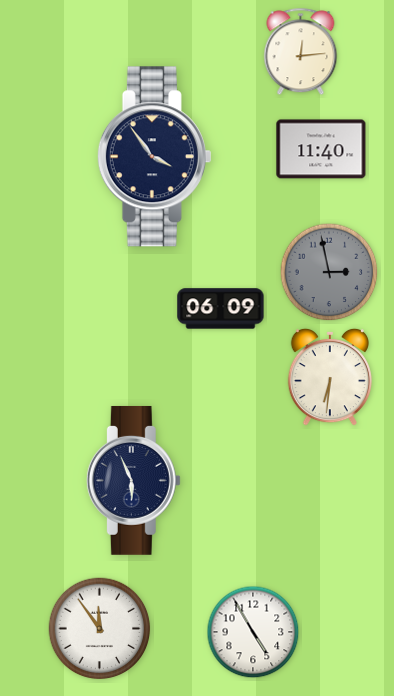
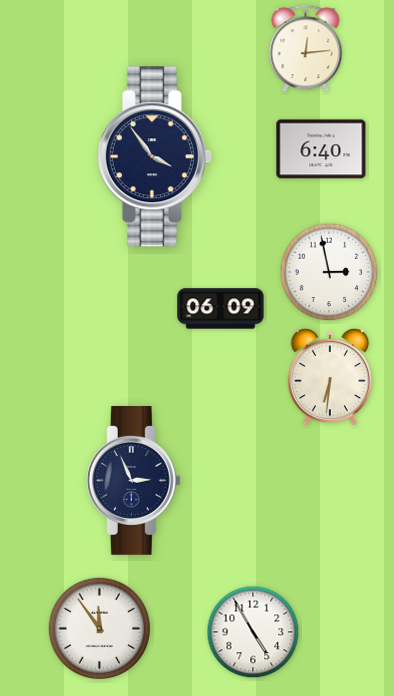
clock at (301, 52) position: (301, 52) -> (306, 49)
clock at (321, 149): 11:40 -> 6:40
clock at (329, 272) dial: grey -> white
clock at (133, 480): 5:56 -> 2:56
